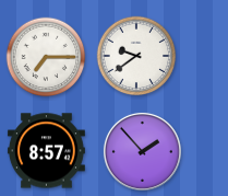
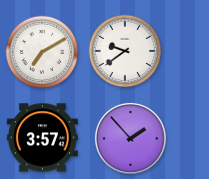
clock at (46, 57): 7:15 -> 7:10
clock at (46, 151): 8:57 -> 3:57
